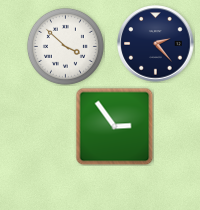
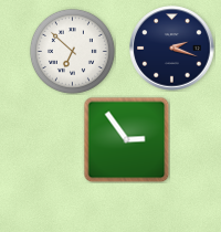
clock at (156, 44): 2:23 -> 2:18
clock at (65, 46): 3:52 -> 6:52
